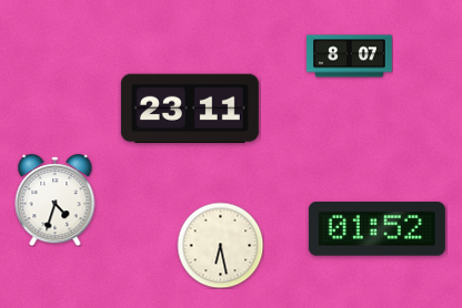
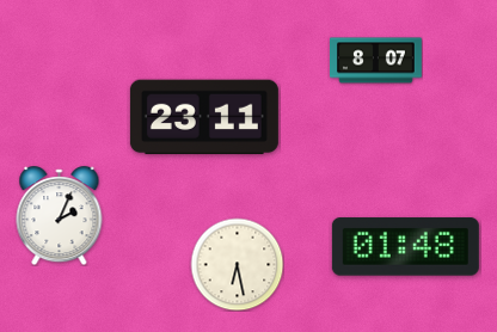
clock at (56, 201): 4:33 -> 2:04
clock at (376, 229): 01:52 -> 01:48
